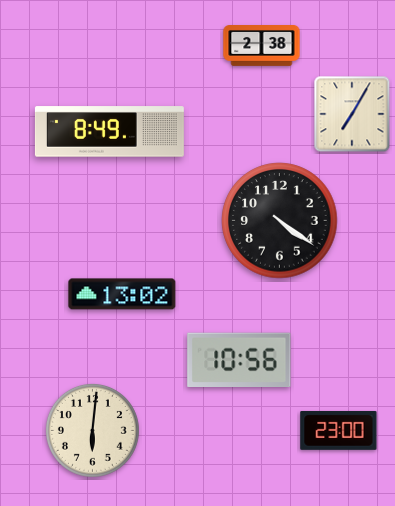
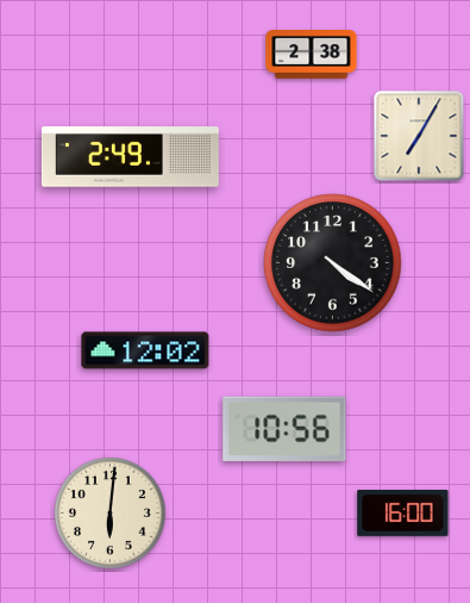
clock at (109, 132): 8:49 -> 2:49
clock at (122, 294): 13:02 -> 12:02
clock at (339, 430): 23:00 -> 16:00
